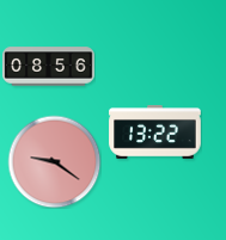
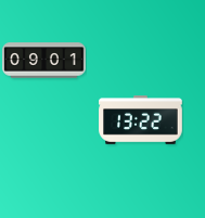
clock at (49, 67): 08:56 -> 09:01
clock at (54, 161): 9:21 -> none
